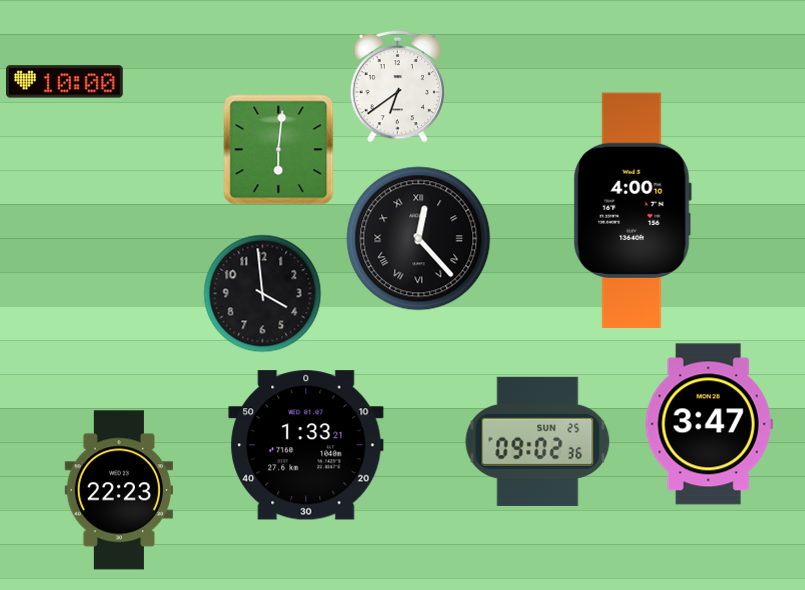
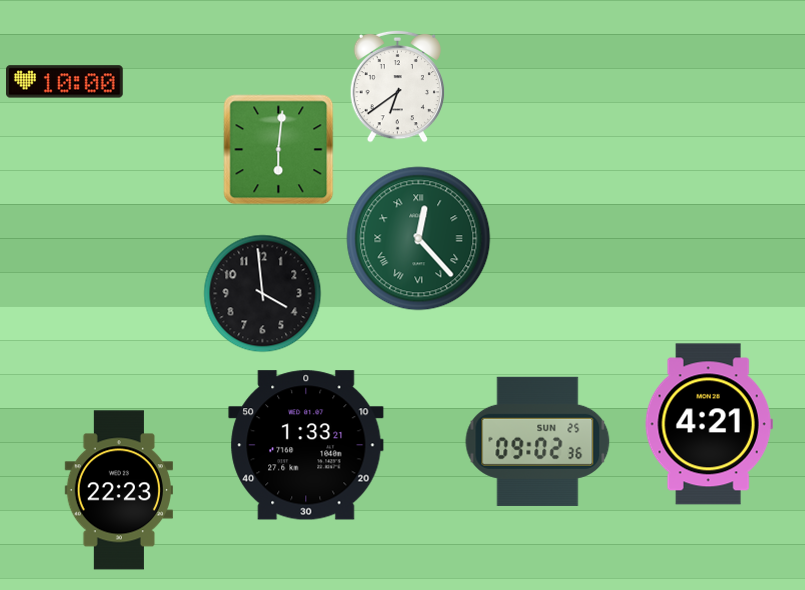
clock at (632, 210): 4:00 -> none
clock at (419, 239) dial: black -> green
clock at (709, 424): 3:47 -> 4:21
